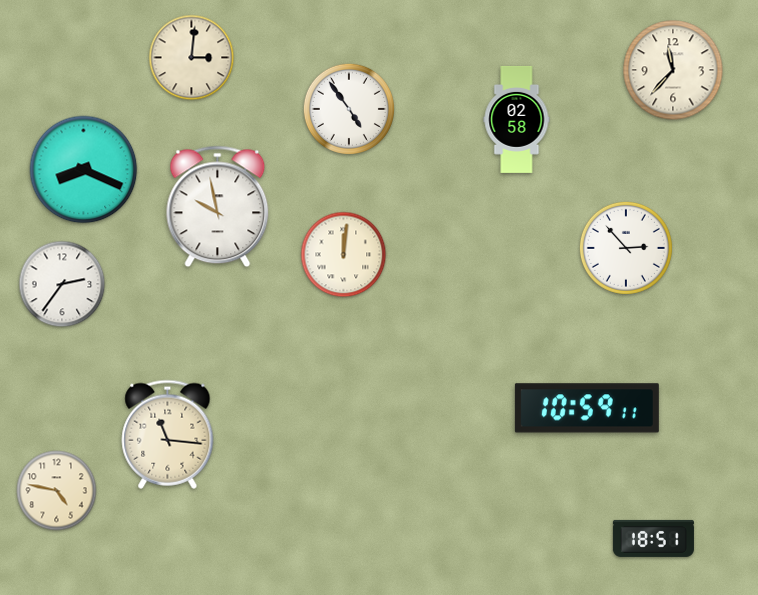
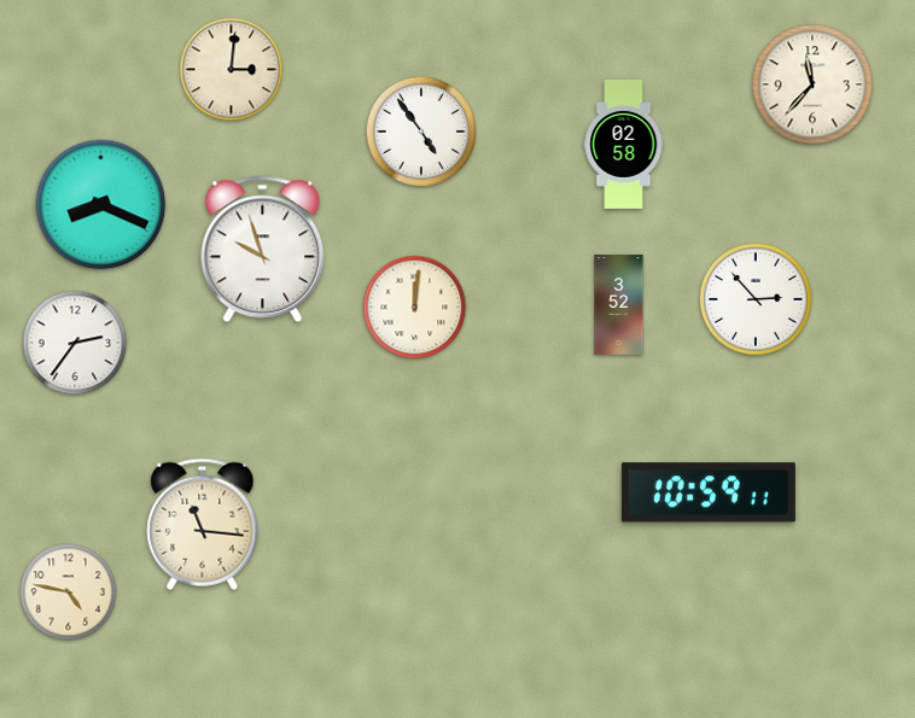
clock at (218, 207): 9:58 -> 9:57
clock at (619, 305): none -> 3:52
clock at (653, 538): 18:51 -> none
